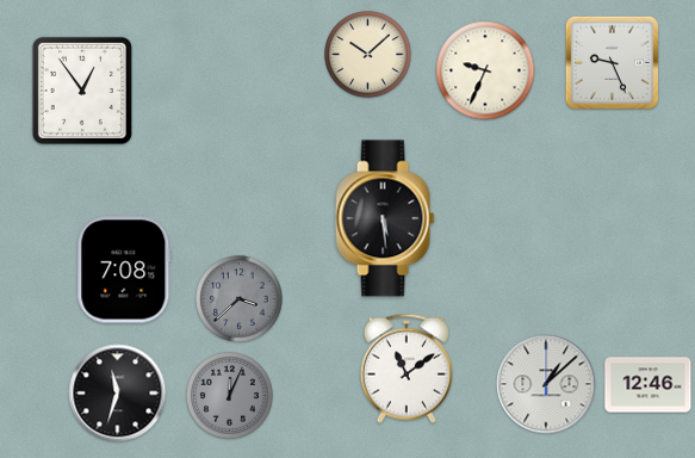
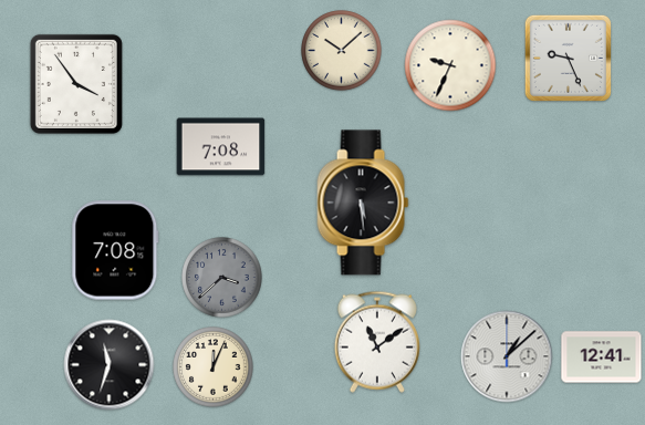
clock at (82, 91): 12:54 -> 3:54
clock at (221, 147): none -> 7:08
clock at (385, 218) position: (385, 218) -> (363, 203)
clock at (649, 385): 12:46 -> 12:41
clock at (230, 396) dial: grey -> cream
